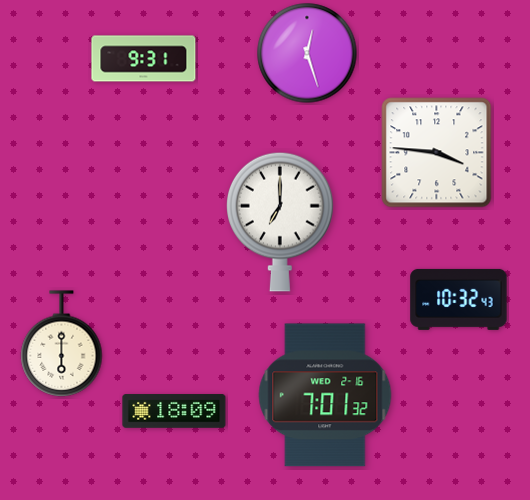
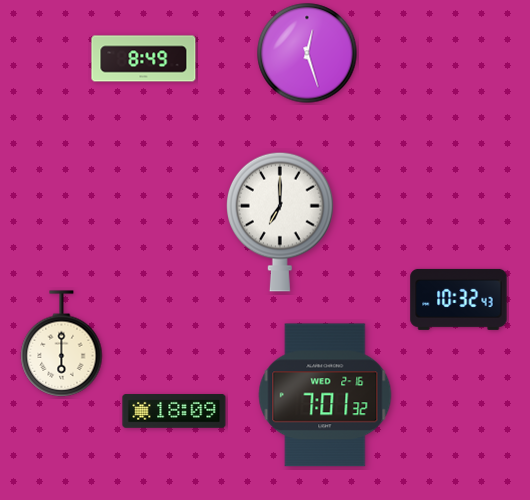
clock at (144, 59): 9:31 -> 8:49
clock at (437, 153): 3:46 -> none
